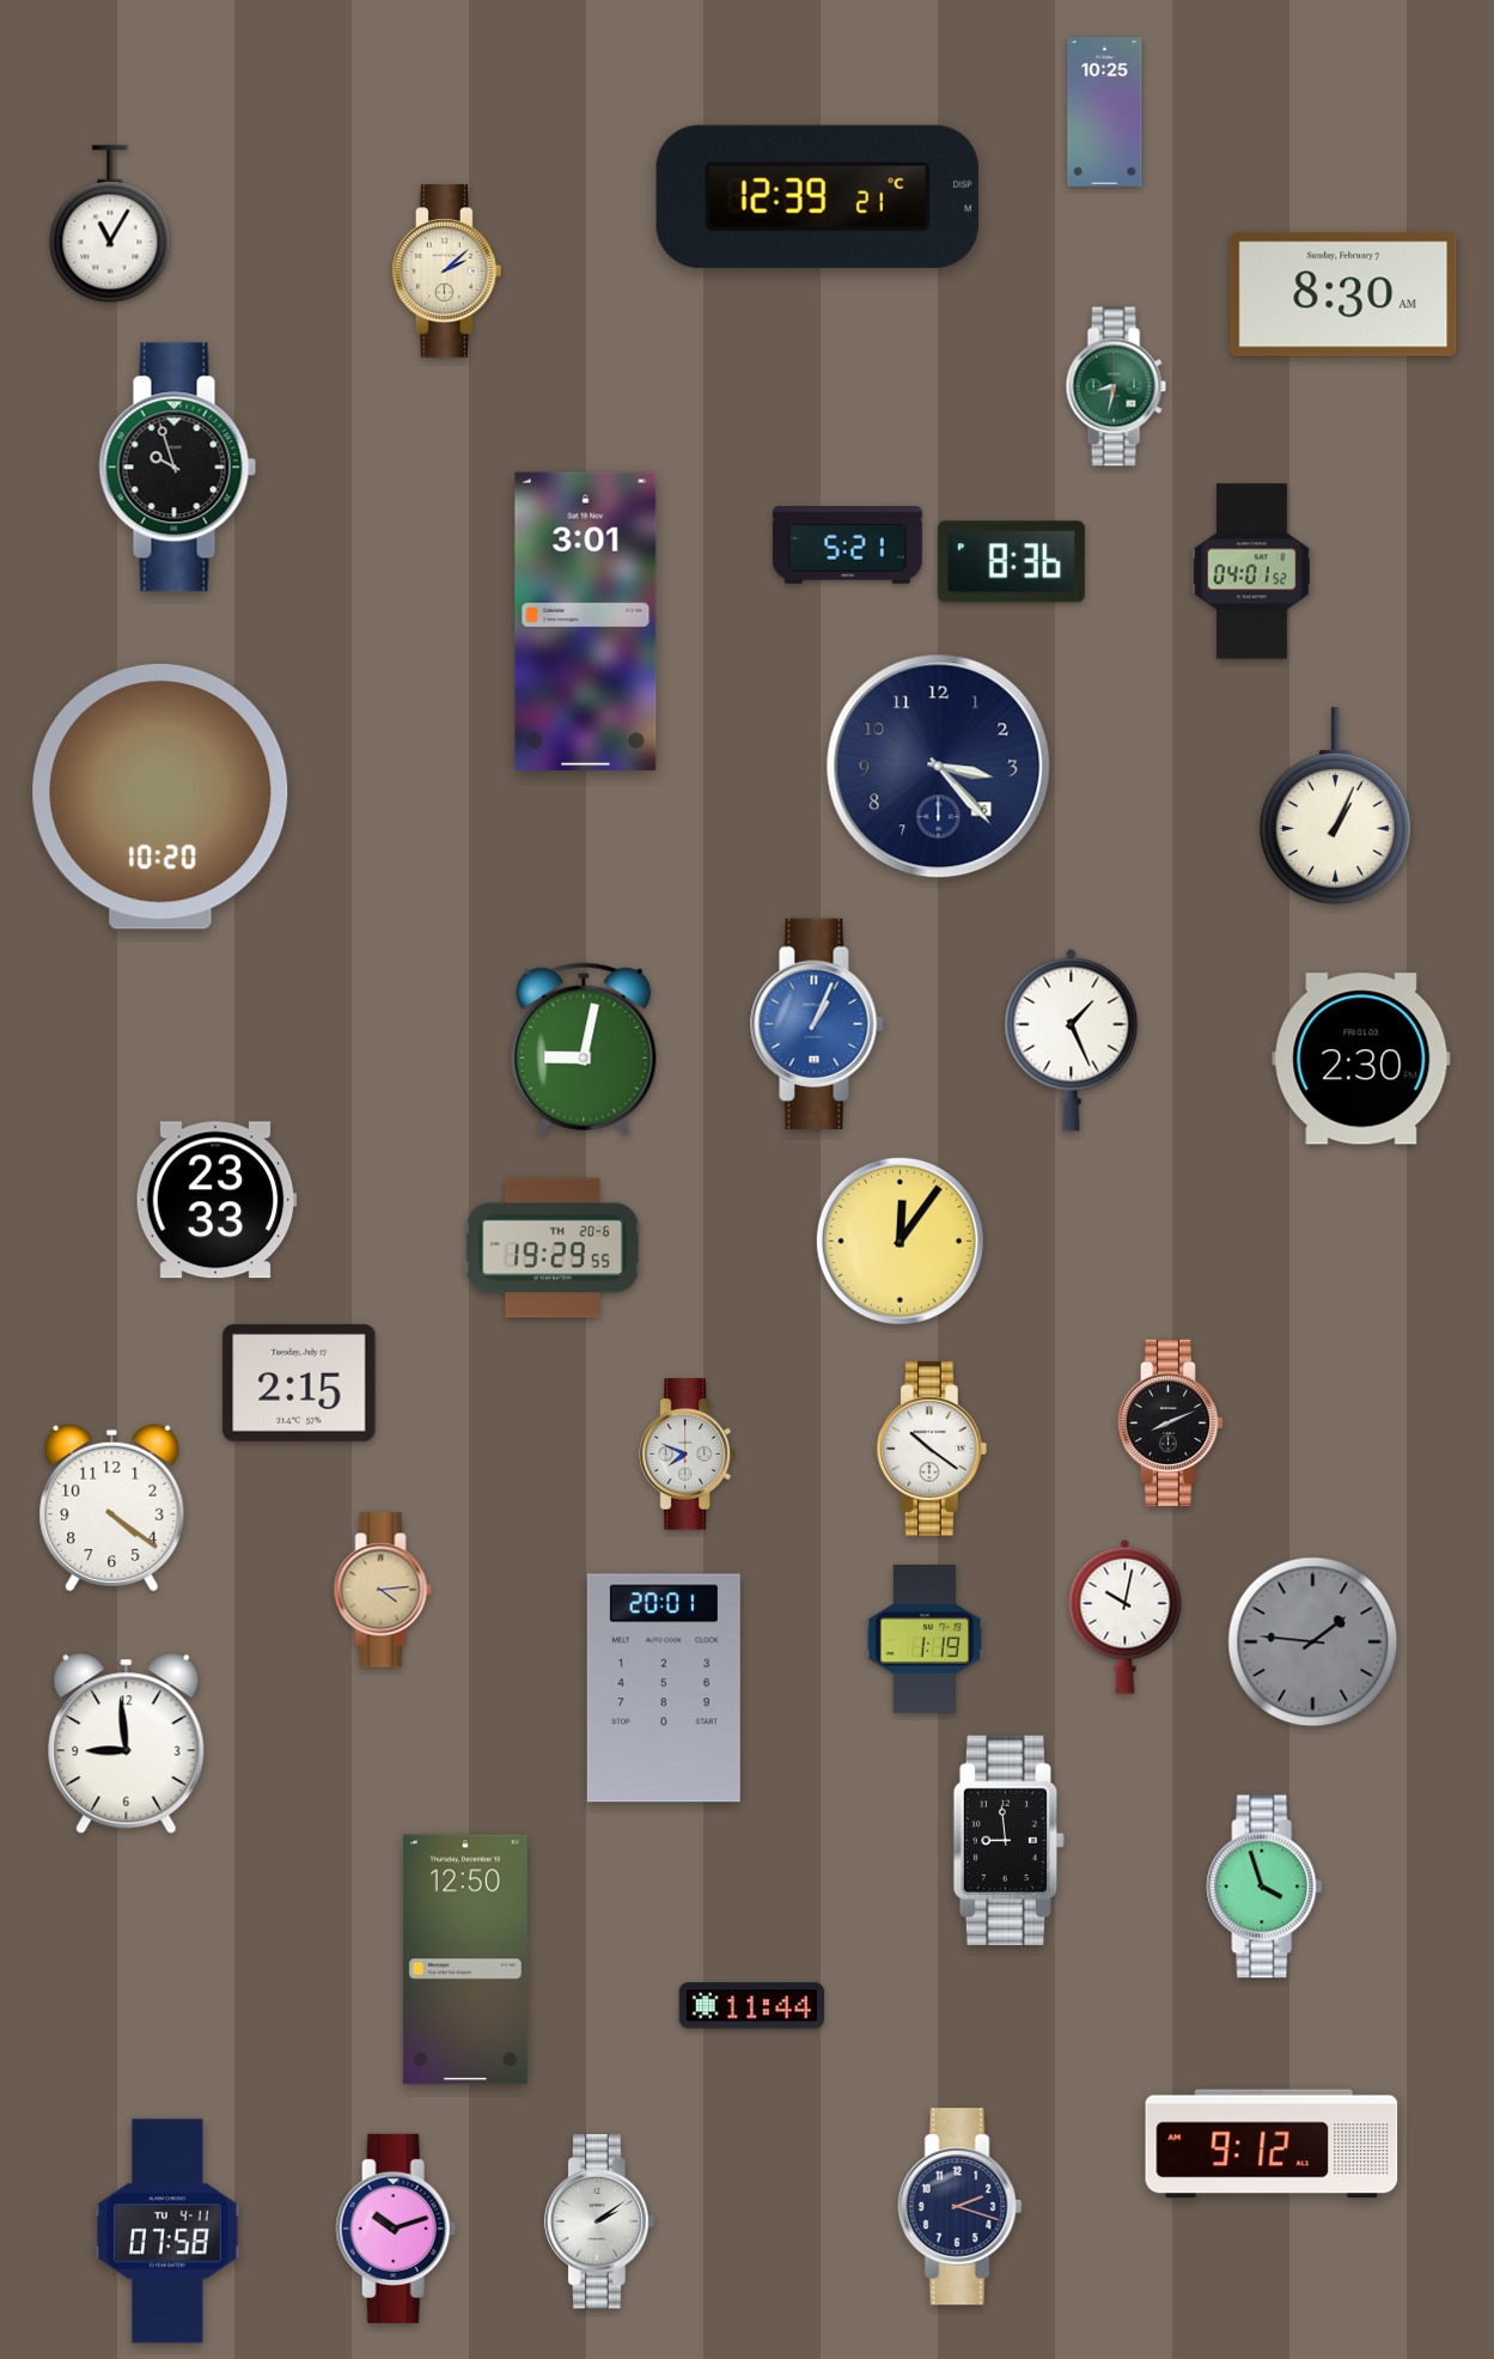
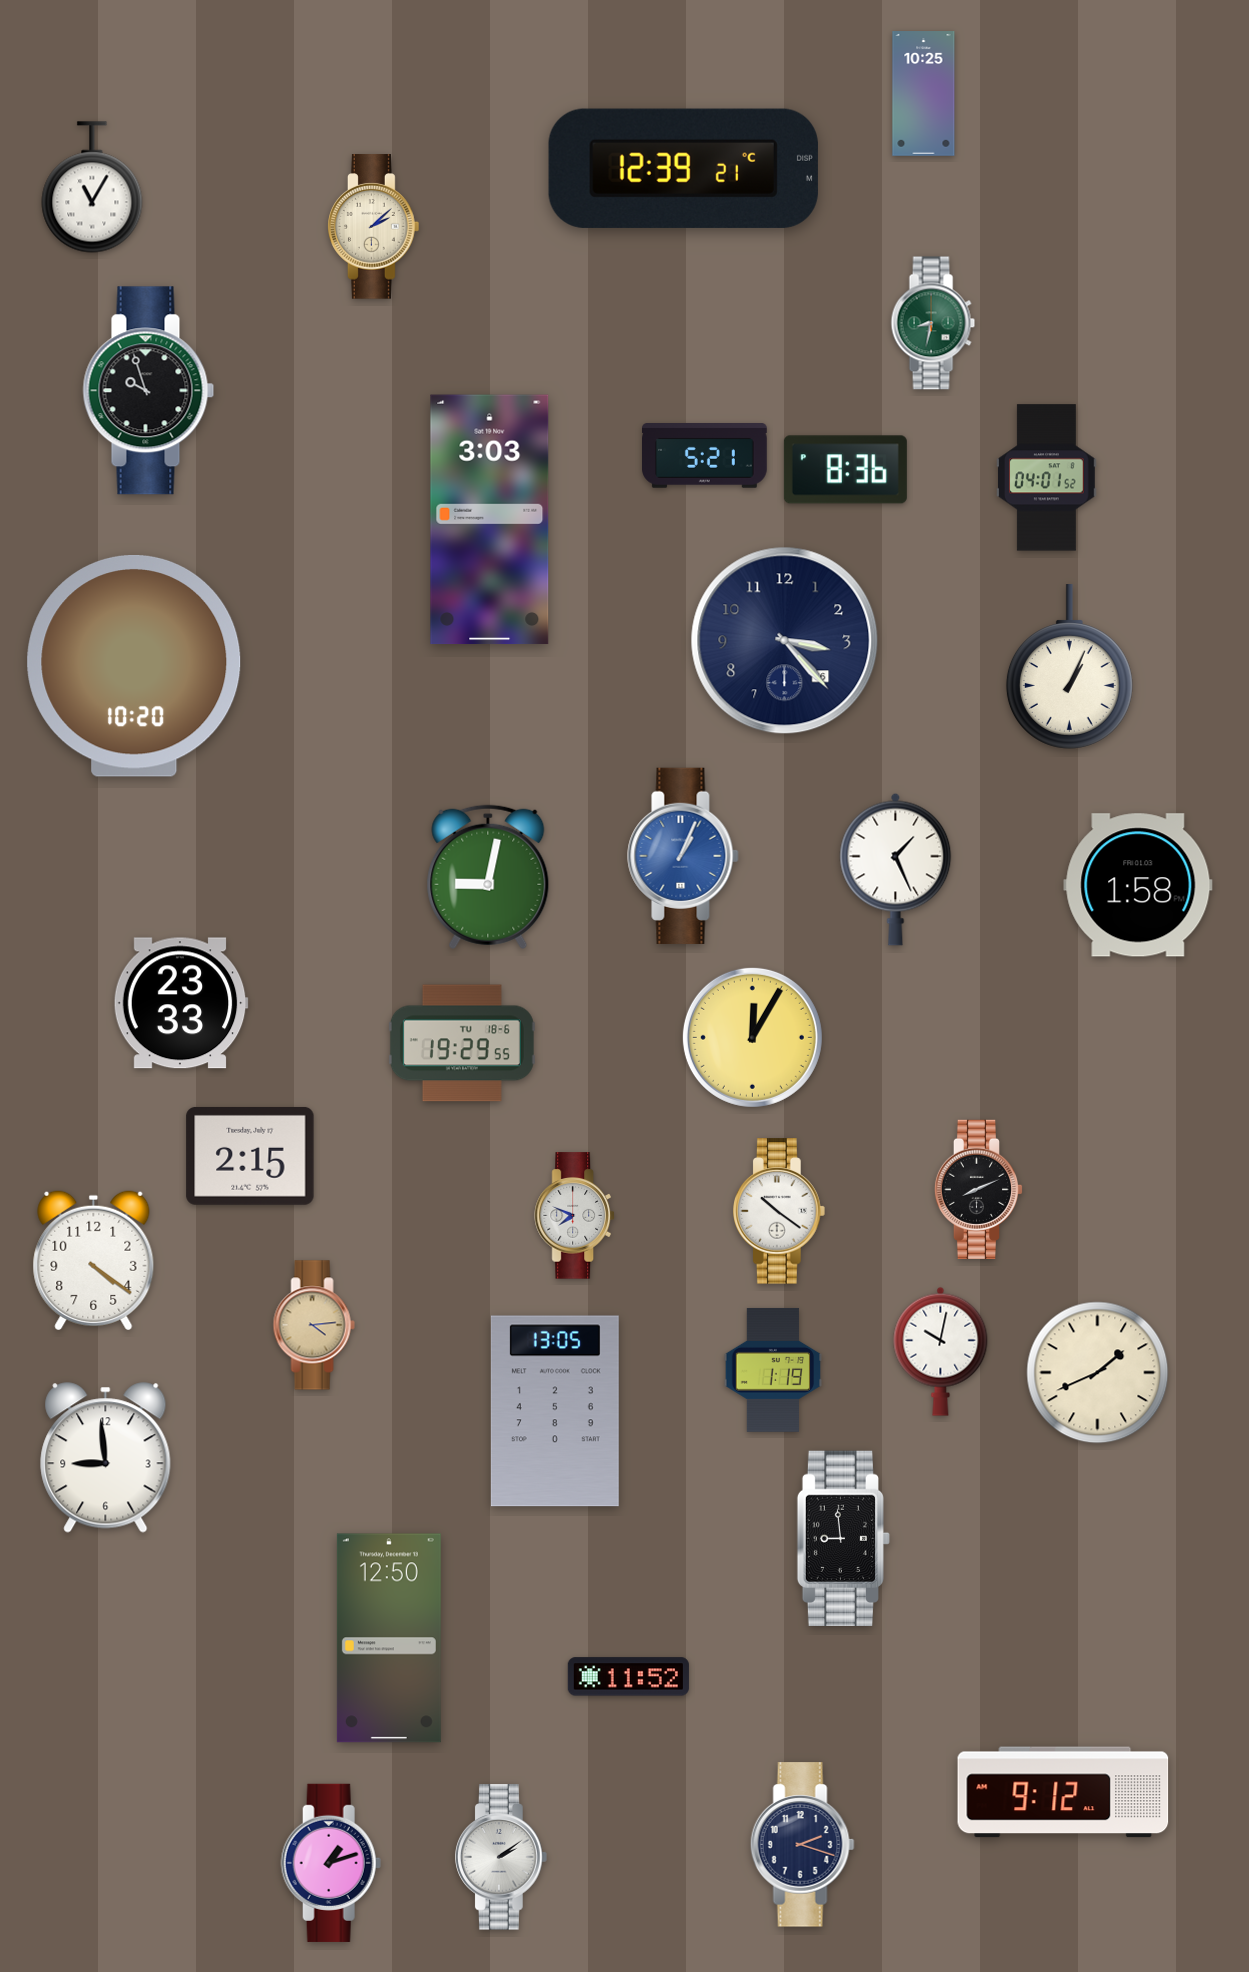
clock at (817, 196) position: (817, 196) -> (683, 168)
clock at (1343, 294): 8:30 -> none
clock at (848, 545) position: (848, 545) -> (705, 456)
clock at (586, 622): 3:01 -> 3:03
clock at (1335, 806) position: (1335, 806) -> (1069, 667)
clock at (1361, 1059): 2:30 -> 1:58
clock at (900, 1241): 12:06 -> 12:05
clock at (553, 1248) date: TH 20-6 -> TU 18-6
clock at (383, 1590) position: (383, 1590) -> (314, 1325)
clock at (1313, 1642): 1:46 -> 1:41
clock at (1313, 1642) dial: grey -> cream
clock at (664, 1688): 20:01 -> 13:05
clock at (1264, 1886): 3:57 -> none
clock at (751, 2006): 11:44 -> 11:52
clock at (396, 2229): 10:12 -> 1:12
clock at (167, 2231): 07:58 -> none
